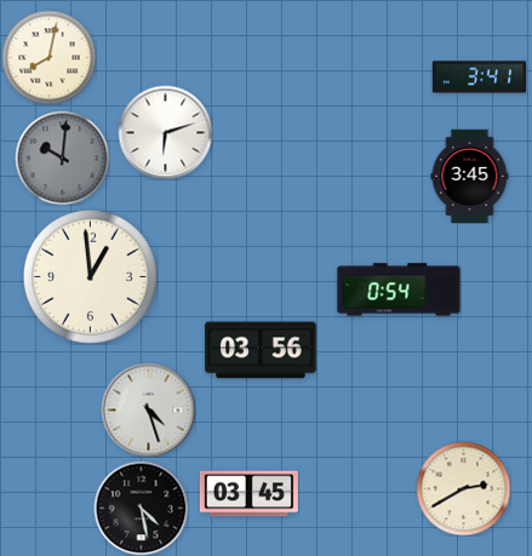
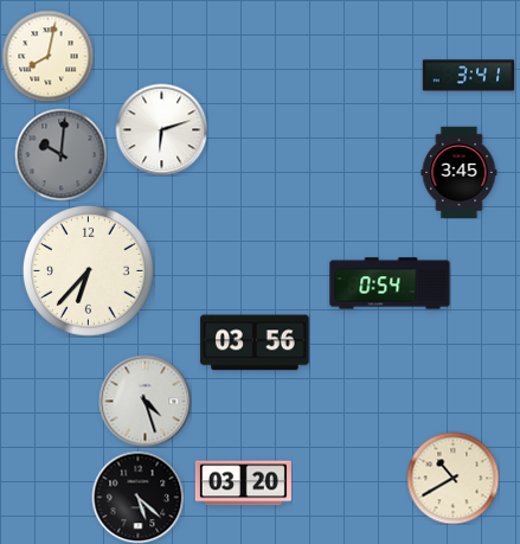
clock at (90, 276): 12:59 -> 6:37
clock at (463, 488): 2:40 -> 10:40
clock at (248, 494): 03:45 -> 03:20
clock at (141, 508): 4:28 -> 5:22
